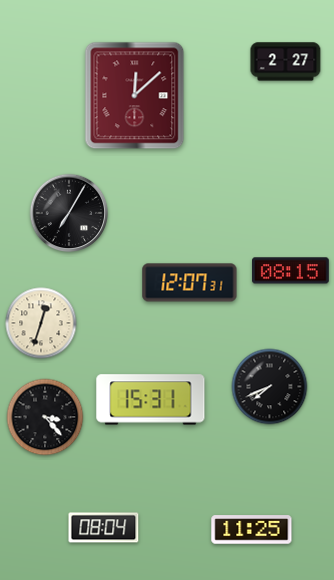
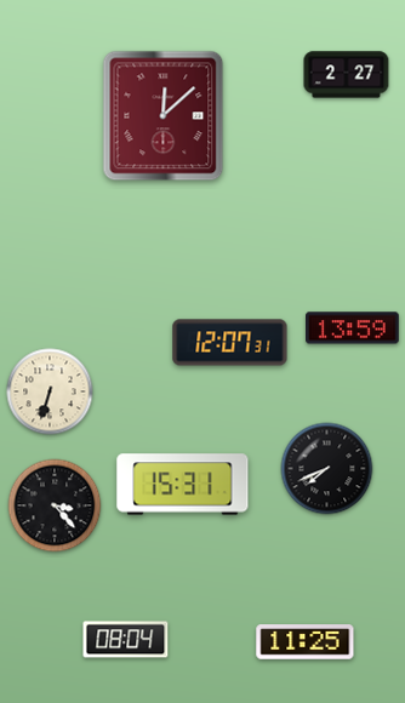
clock at (69, 213): 7:05 -> none
clock at (291, 271): 08:15 -> 13:59
clock at (41, 323): 12:33 -> 6:33
